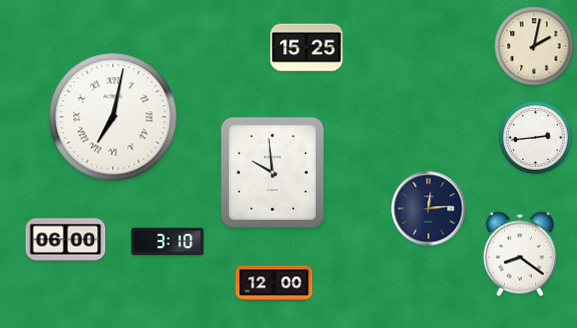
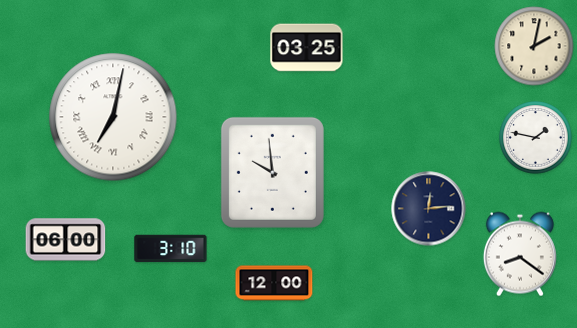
clock at (307, 48): 15:25 -> 03:25
clock at (536, 138): 2:44 -> 1:47
clock at (168, 242) position: (168, 242) -> (171, 249)
